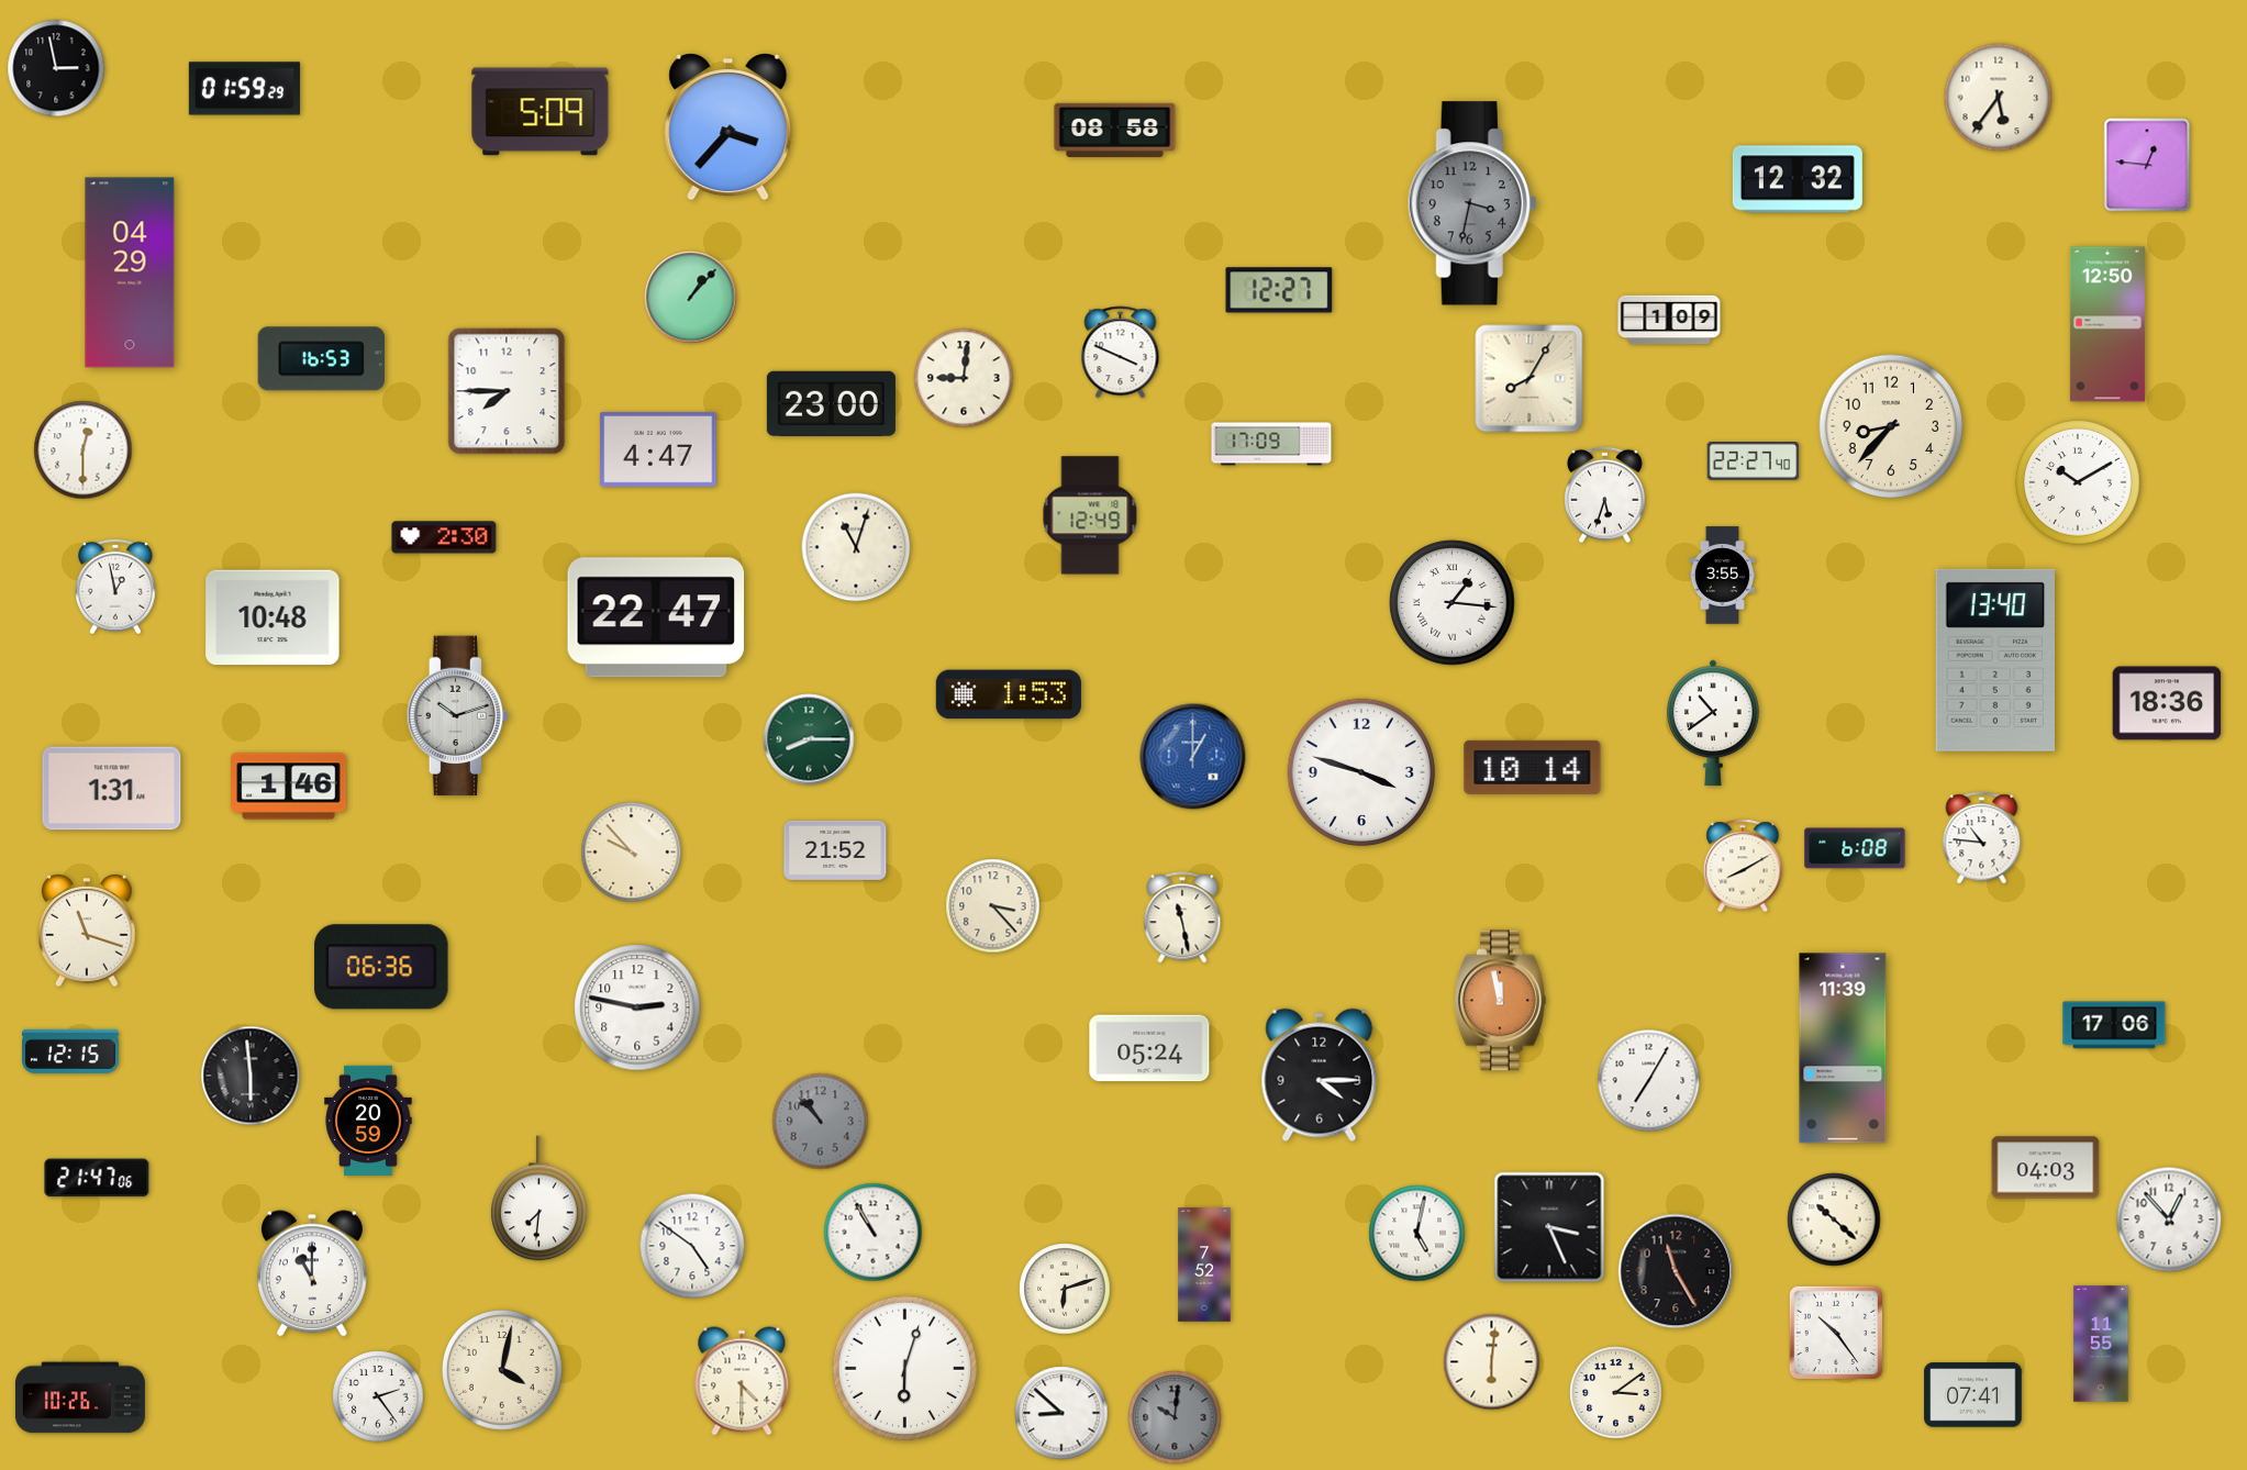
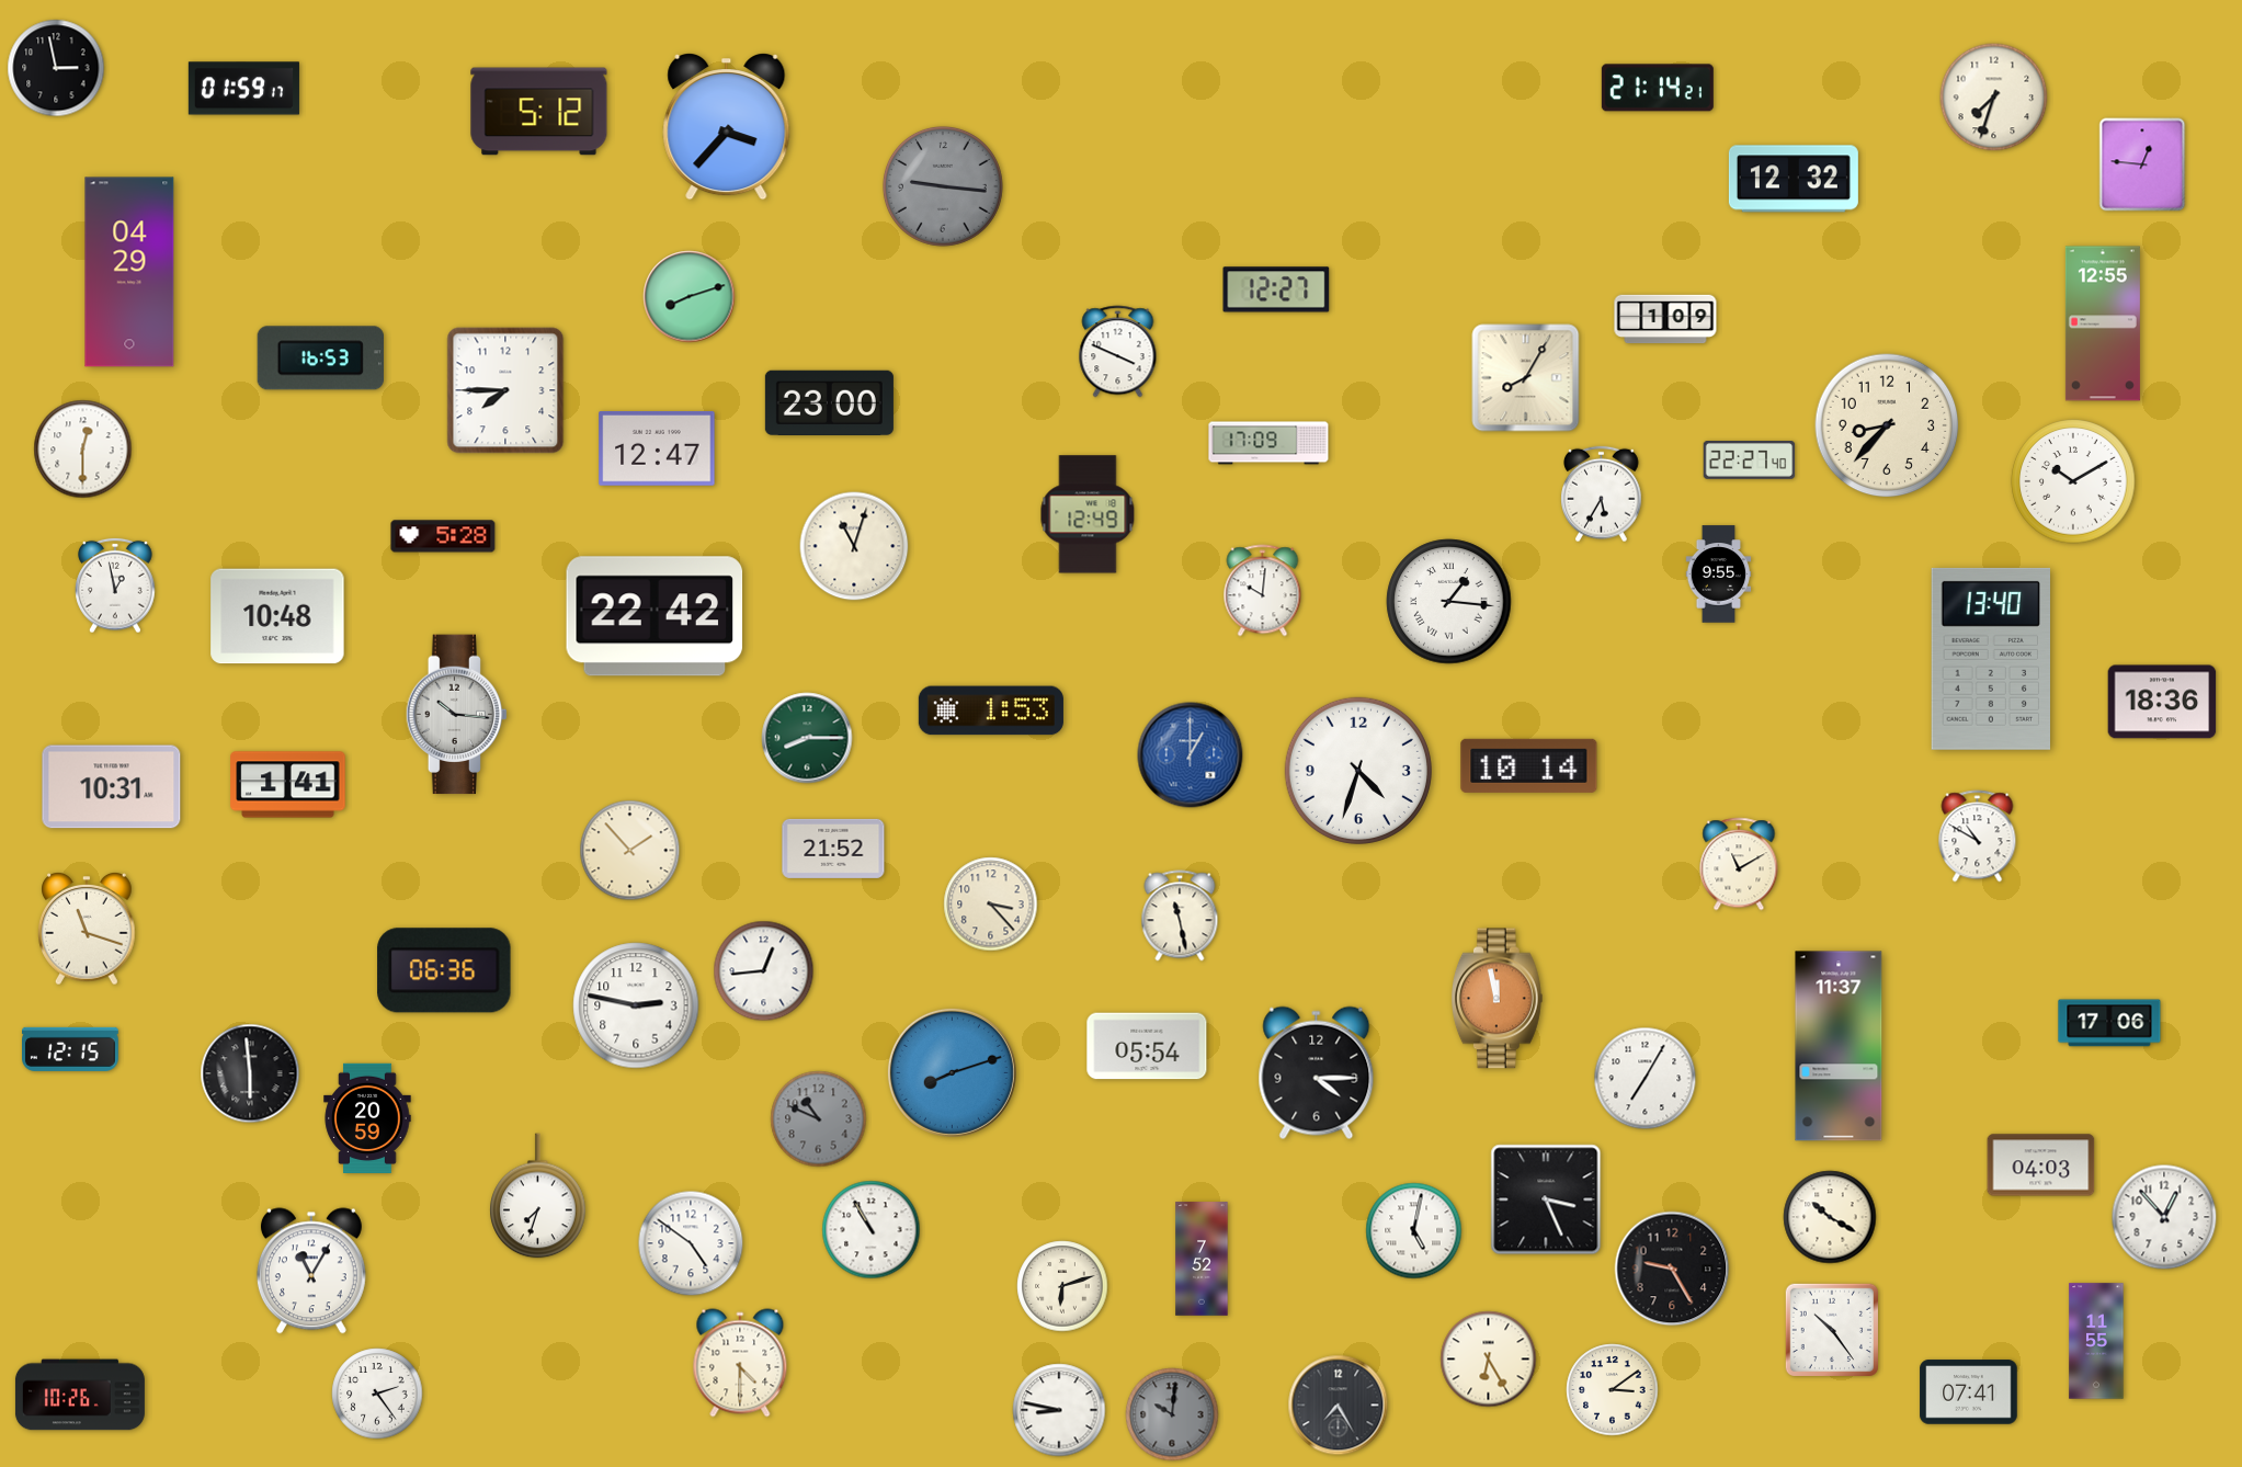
clock at (1658, 88): none -> 21:14
clock at (244, 89): 01:59:29 -> 01:59:17
clock at (1999, 98): 5:36 -> 7:33
clock at (541, 112): 5:09 -> 5:12
clock at (1115, 130): 08:58 -> none
clock at (943, 186): none -> 9:16
clock at (1472, 203): 3:32 -> none
clock at (691, 298): 1:07 -> 8:12
clock at (2107, 324): 12:50 -> 12:55
clock at (964, 378): 9:01 -> none
clock at (658, 449): 4:47 -> 12:47
clock at (1605, 495): 5:33 -> 5:35
clock at (444, 537): 2:30 -> 5:28
clock at (1723, 576): 3:55 -> 9:55
clock at (1263, 591): none -> 10:01
clock at (272, 617) position: (272, 617) -> (277, 616)
clock at (656, 617): 22:47 -> 22:42
clock at (1009, 694) position: (1009, 694) -> (991, 710)
clock at (457, 716): 10:12 -> 10:16
clock at (1713, 723): 10:39 -> none
clock at (1361, 772): 3:48 -> 4:33
clock at (289, 787): 1:46 -> 1:41
clock at (112, 789): 1:31 -> 10:31
clock at (1982, 838): 10:46 -> 10:50
clock at (1855, 848): 6:08 -> none
clock at (632, 853): 9:53 -> 1:53
clock at (1743, 866): 8:10 -> 11:10
clock at (381, 967) position: (381, 967) -> (444, 970)
clock at (764, 971): none -> 12:44
clock at (1149, 1048): 05:24 -> 05:54
clock at (1843, 1048): 11:39 -> 11:37
clock at (952, 1072): none -> 8:12
clock at (821, 1122): 10:53 -> 10:49
clock at (97, 1178): 21:47 -> none
clock at (539, 1199): 7:31 -> 7:33
clock at (1834, 1220): 10:22 -> 10:20
clock at (1549, 1227) position: (1549, 1227) -> (1546, 1199)
clock at (1204, 1265) position: (1204, 1265) -> (1202, 1259)
clock at (1676, 1271): 11:25 -> 9:25
clock at (312, 1273): 11:00 -> 11:05
clock at (1492, 1362): 6:01 -> 6:25
clock at (905, 1369): 6:03 -> none
clock at (502, 1370): 4:02 -> none
clock at (742, 1381) position: (742, 1381) -> (740, 1363)
clock at (1339, 1406): none -> 7:25
clock at (1061, 1413): 8:52 -> 8:47
